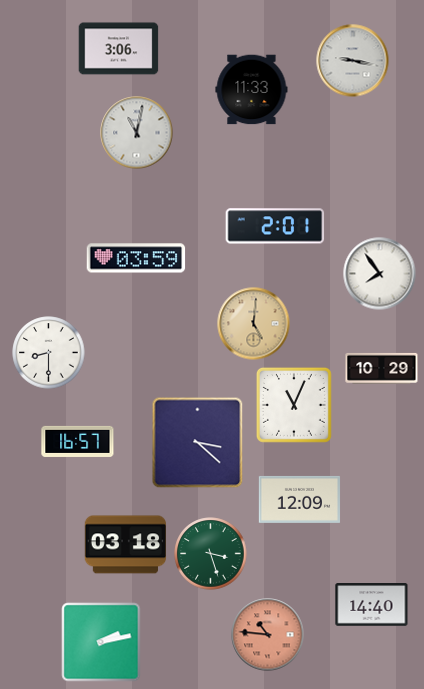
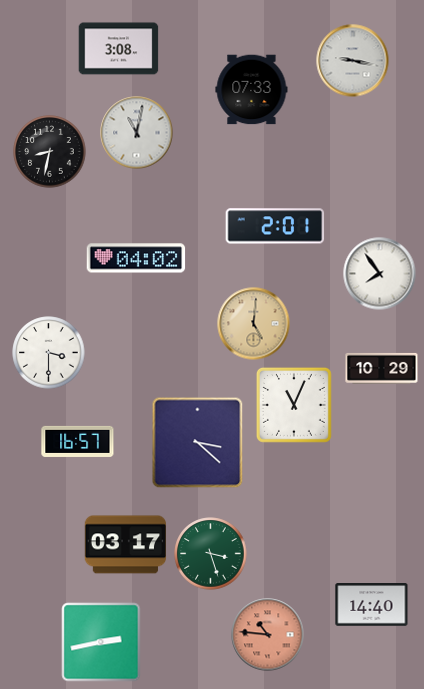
clock at (119, 49): 3:06 -> 3:08
clock at (252, 90): 11:33 -> 07:33
clock at (50, 152): none -> 8:32
clock at (136, 258): 03:59 -> 04:02
clock at (49, 353): 8:30 -> 3:30
clock at (300, 499): 12:09 -> none
clock at (125, 545): 03:18 -> 03:17
clock at (101, 642): 2:13 -> 2:43
